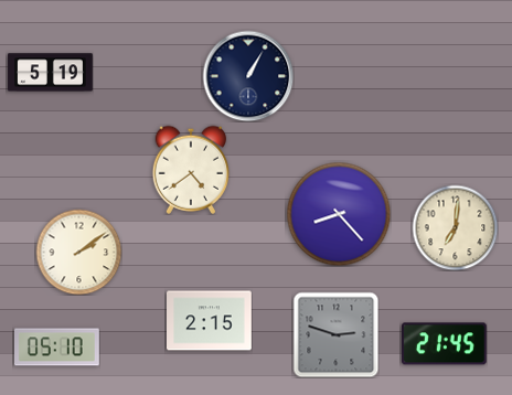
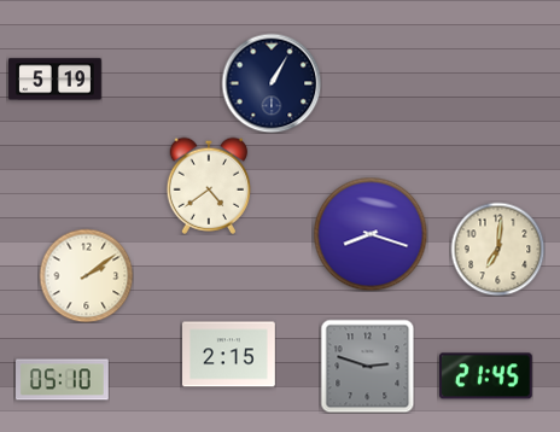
clock at (339, 214): 8:23 -> 8:18
clock at (210, 321) position: (210, 321) -> (229, 355)
